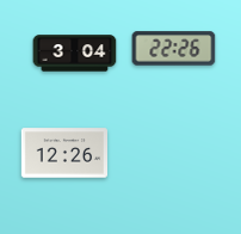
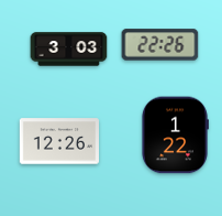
clock at (75, 54): 3:04 -> 3:03
clock at (175, 136): none -> 1:22
